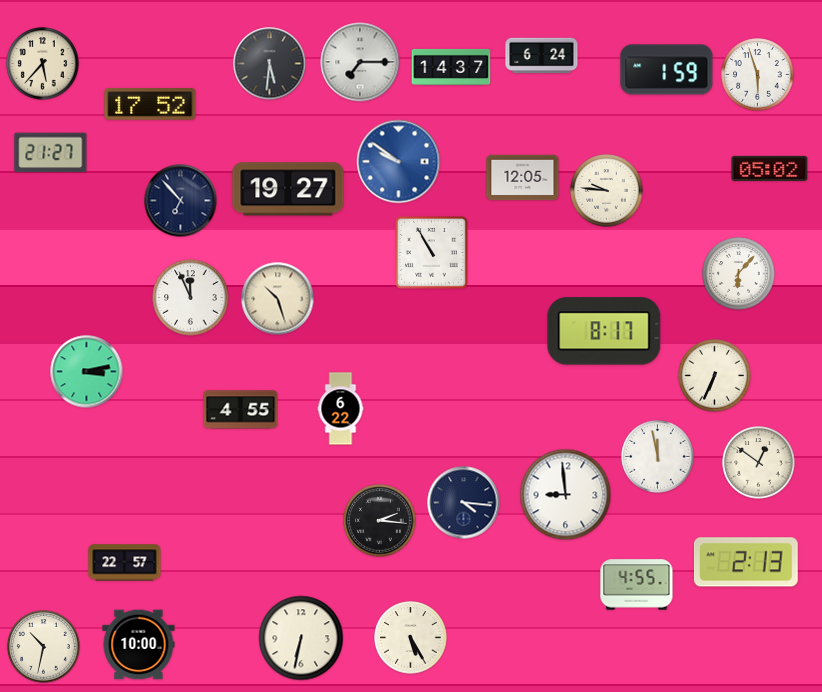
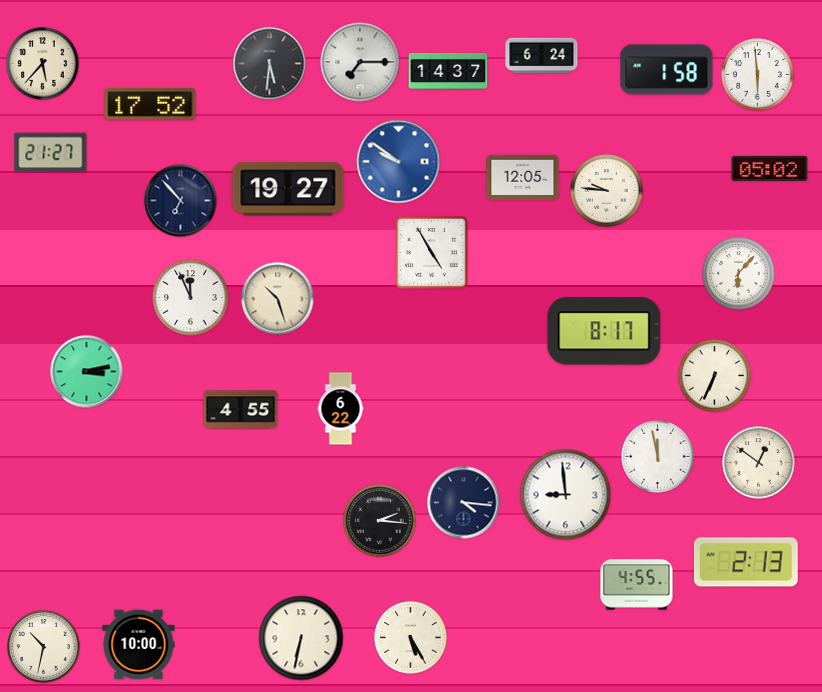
clock at (451, 67) position: (451, 67) -> (448, 71)
clock at (667, 70): 1:59 -> 1:58
clock at (758, 75): 5:57 -> 5:59
clock at (432, 253): 10:55 -> 4:55
clock at (125, 563): 22:57 -> none
